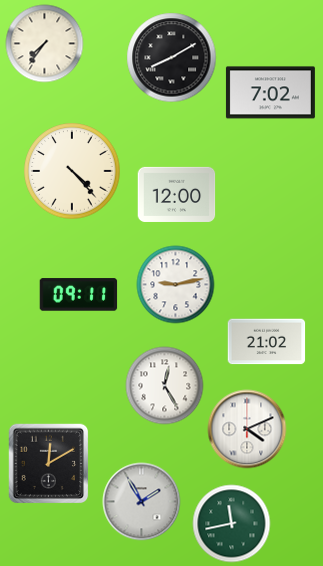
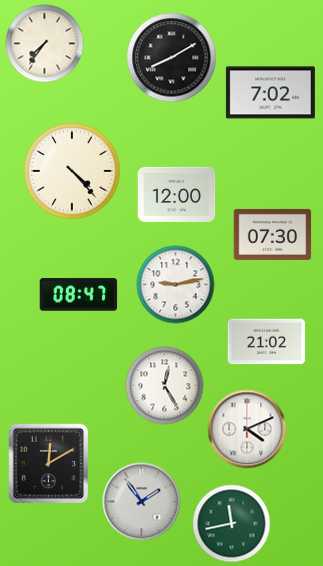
clock at (272, 234): none -> 07:30
clock at (78, 295): 09:11 -> 08:47
clock at (141, 501): 1:55 -> 1:54
